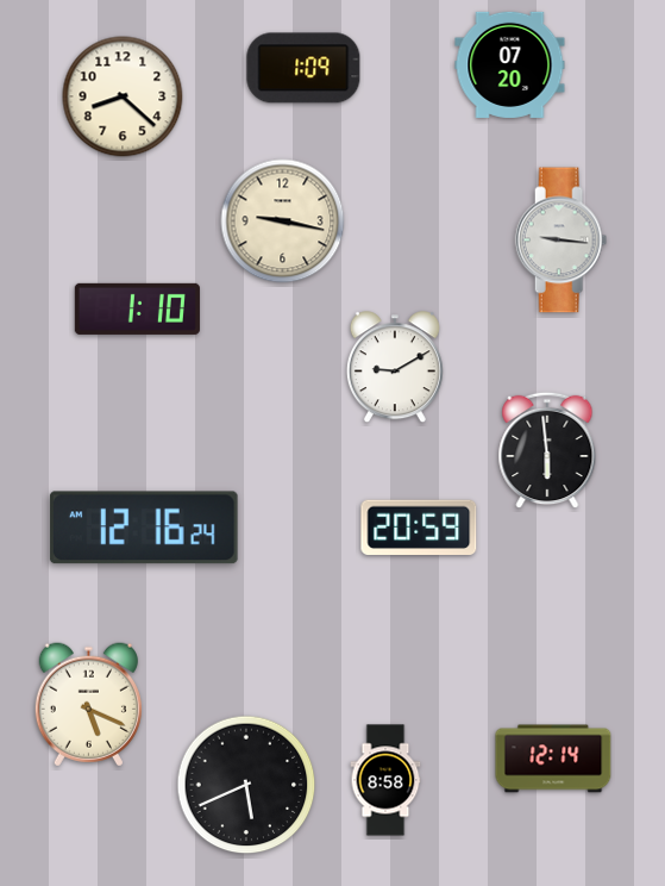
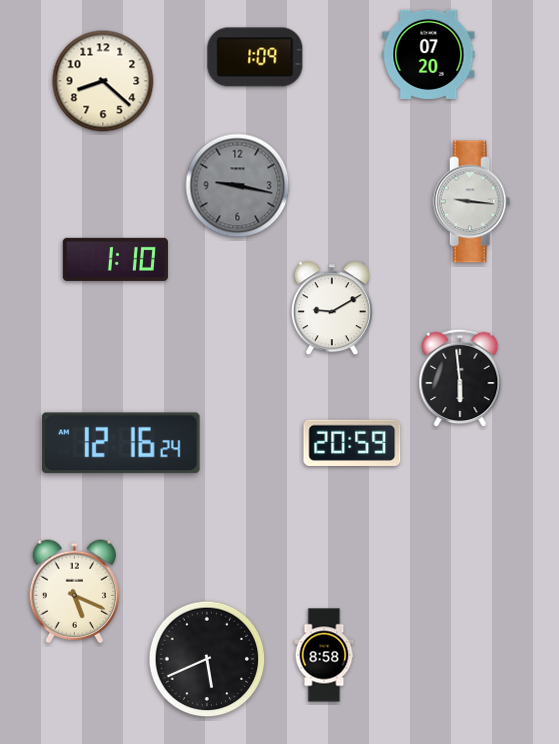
clock at (283, 221) dial: cream -> grey
clock at (553, 759): 12:14 -> none
